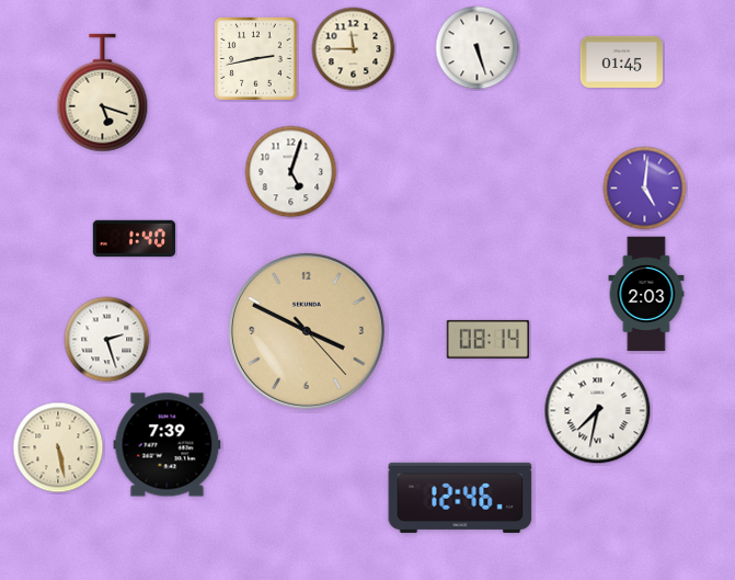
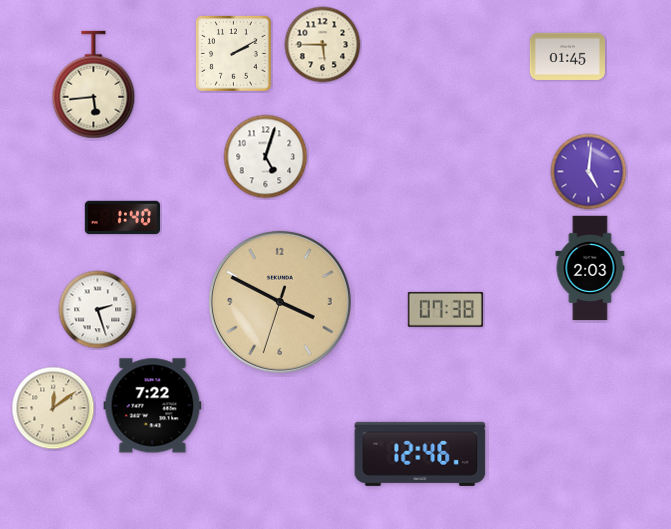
clock at (478, 48): 5:27 -> none
clock at (354, 49): 11:45 -> 5:45
clock at (256, 59): 2:43 -> 2:10
clock at (103, 93): 5:18 -> 5:44
clock at (307, 331): 3:49:23 -> 3:49:33
clock at (487, 339): 08:14 -> 07:38
clock at (598, 411): 7:32 -> none
clock at (168, 445): 7:39 -> 7:22
clock at (58, 447): 5:28 -> 12:09
